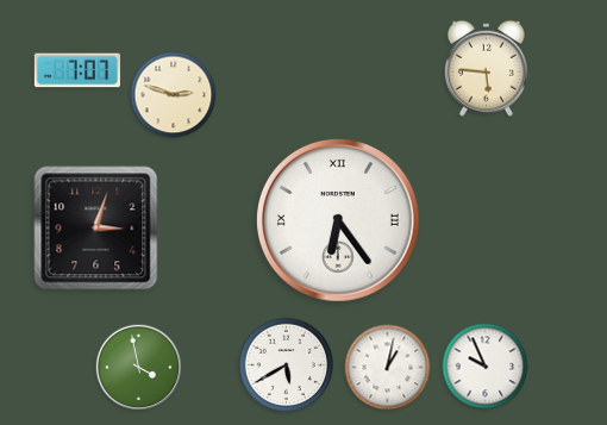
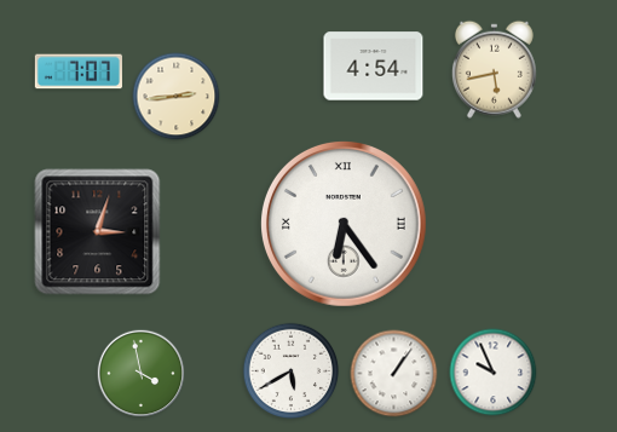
clock at (374, 67): none -> 4:54
clock at (486, 68): 5:46 -> 5:43
clock at (174, 95): 2:48 -> 2:44
clock at (388, 368): 1:02 -> 1:06
